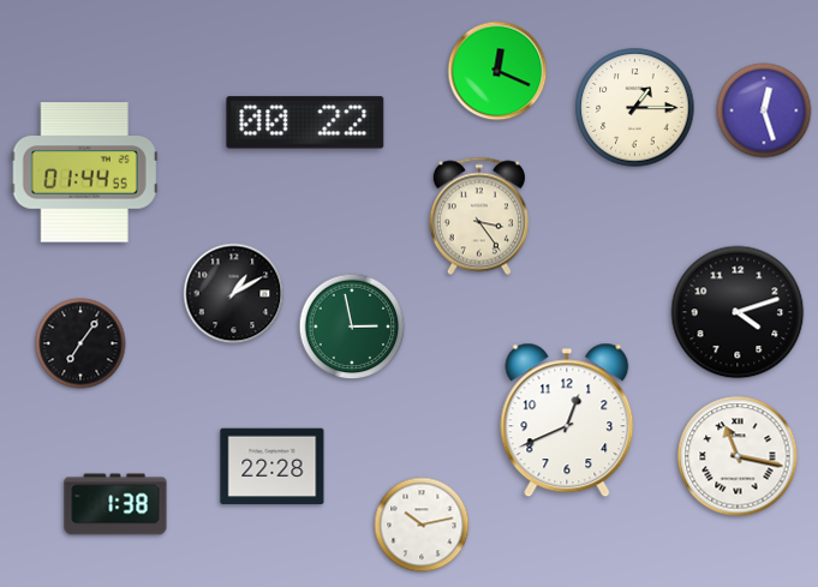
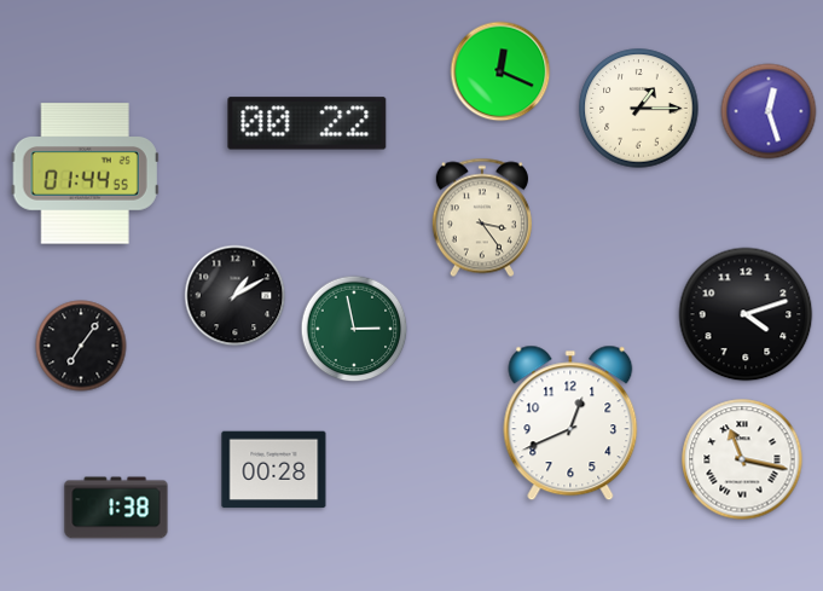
clock at (738, 312) position: (738, 312) -> (746, 314)
clock at (273, 467): 22:28 -> 00:28
clock at (422, 525): 10:13 -> none
